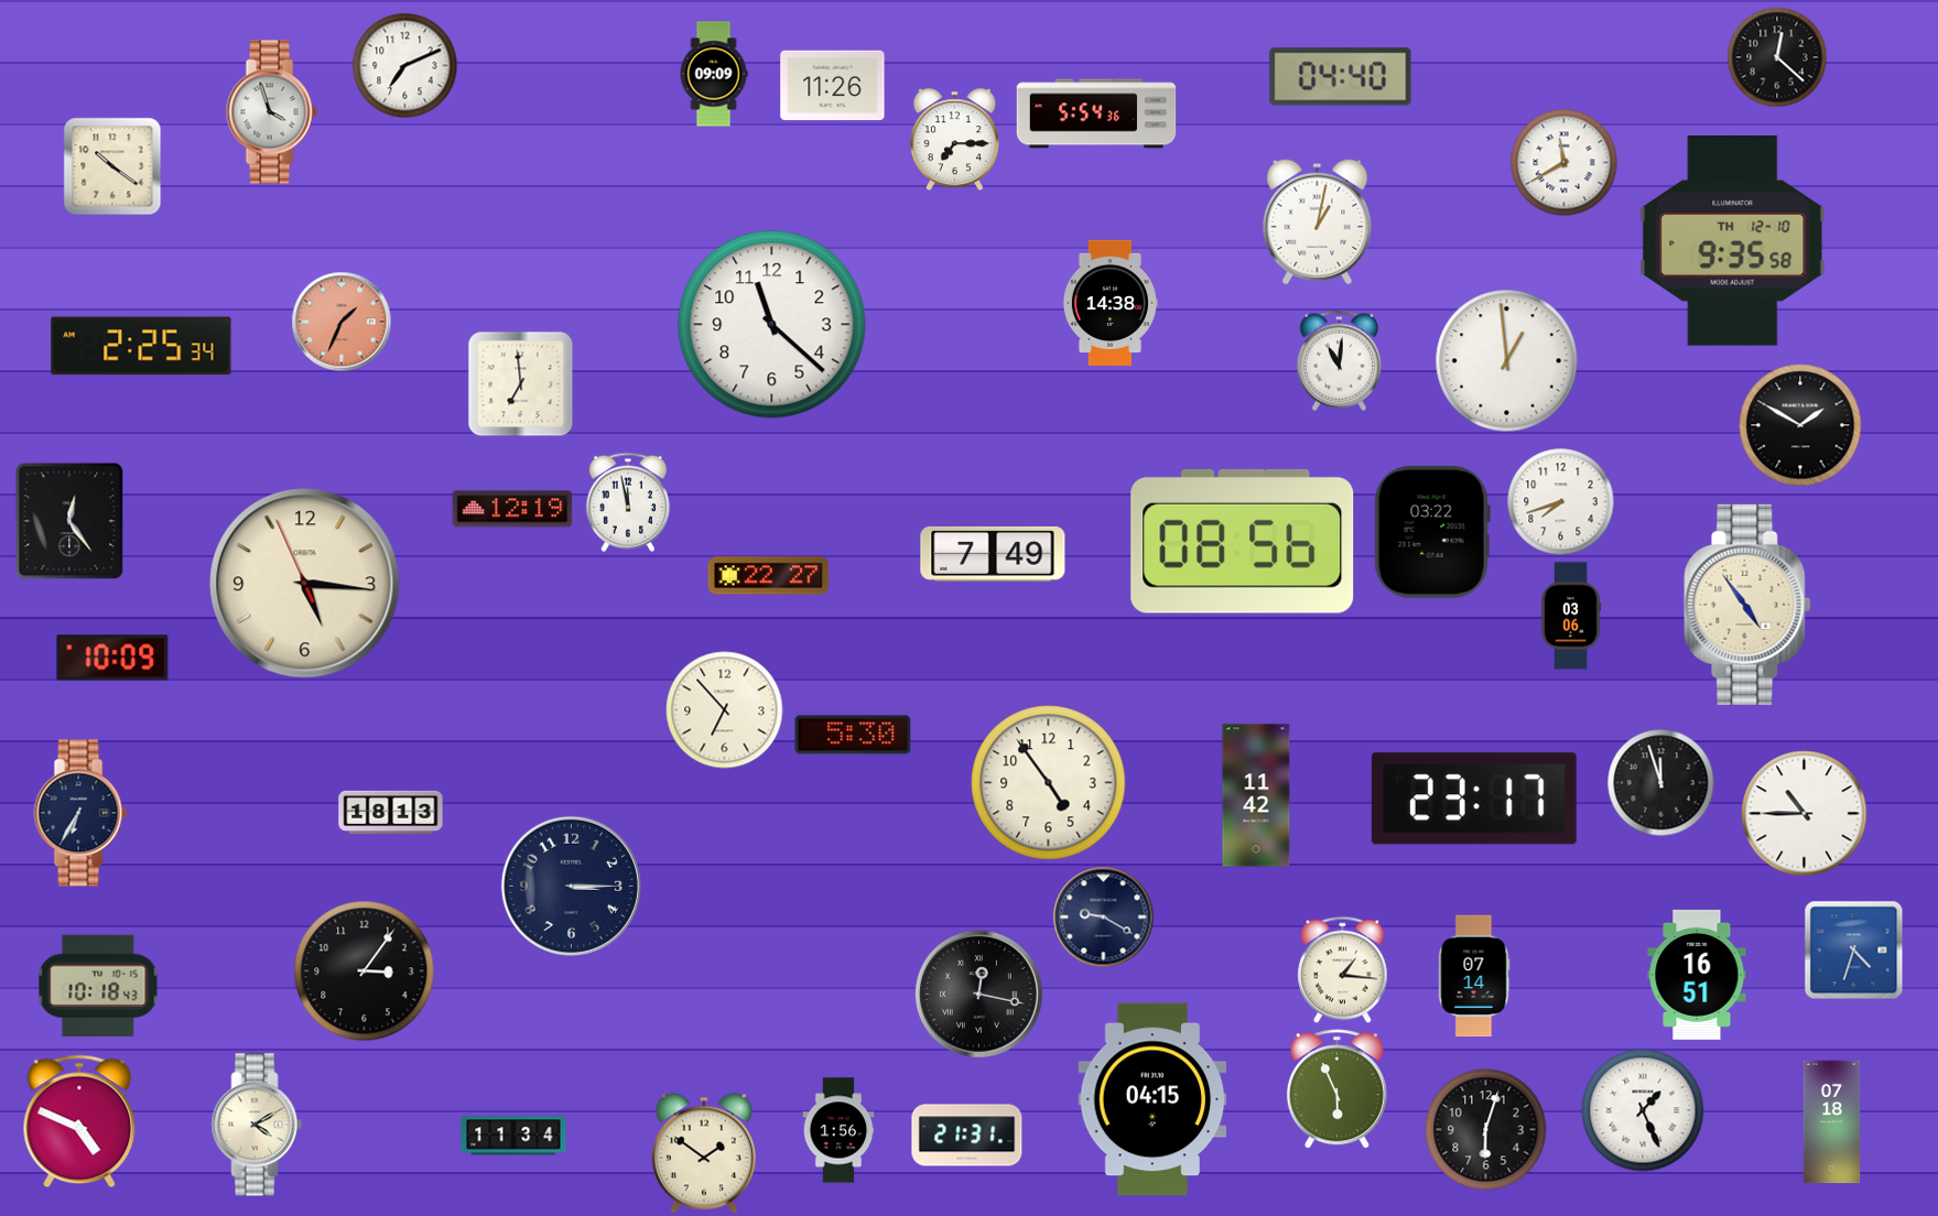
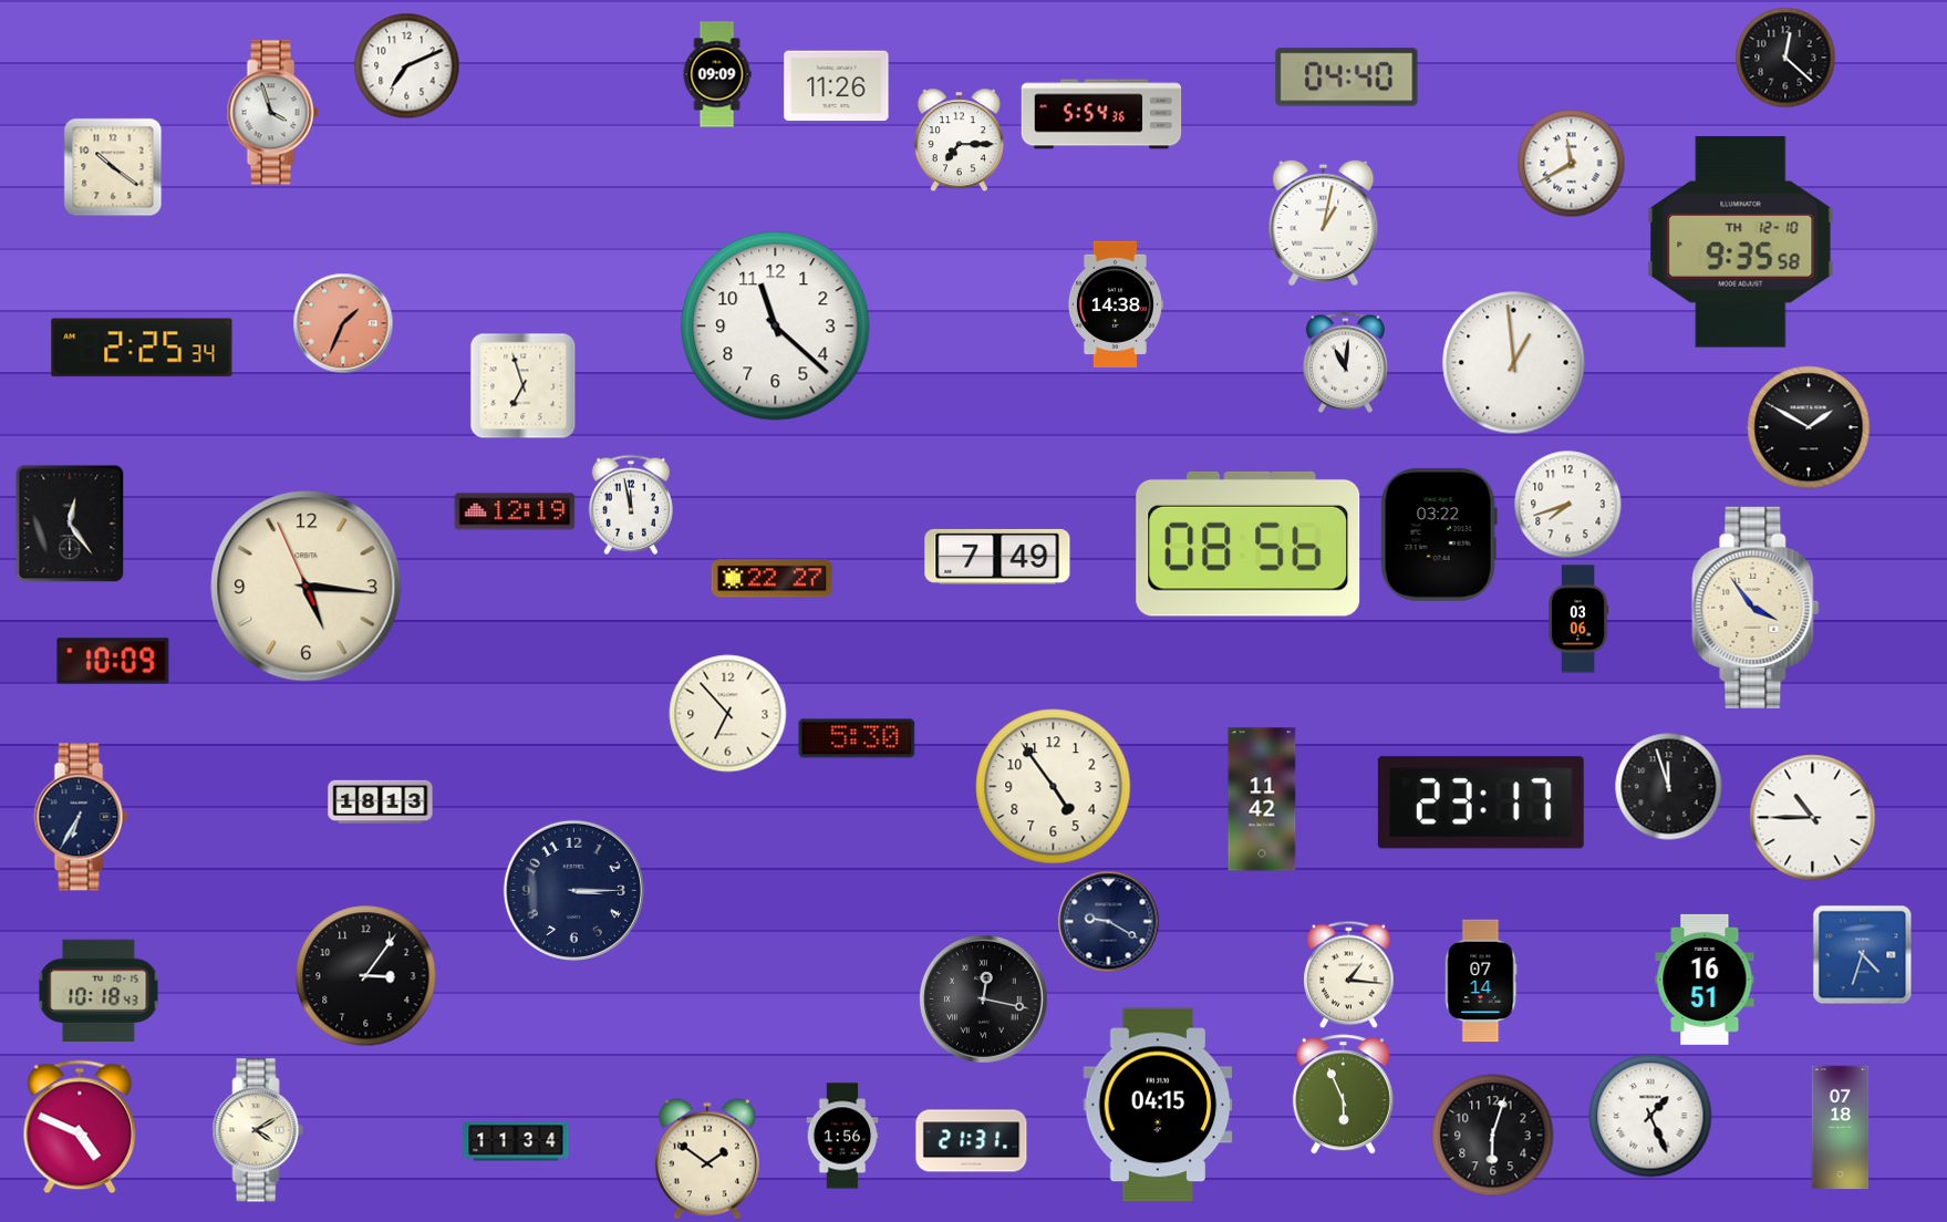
clock at (521, 384): 6:59 -> 6:57
clock at (1747, 605): 4:54 -> 3:54
clock at (391, 812) position: (391, 812) -> (381, 801)
